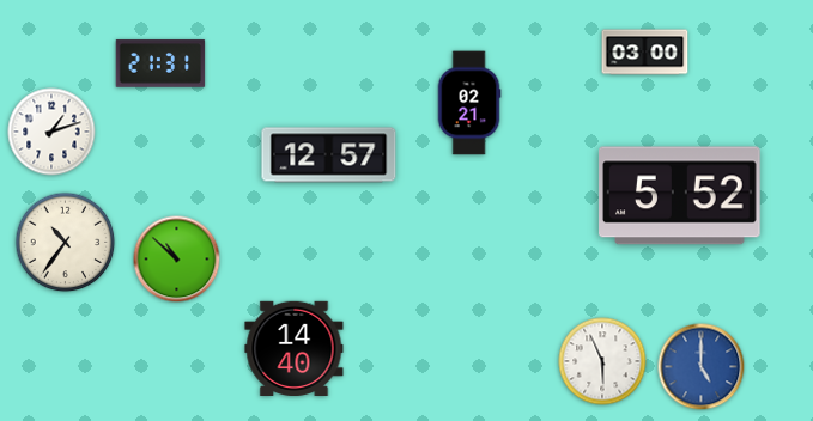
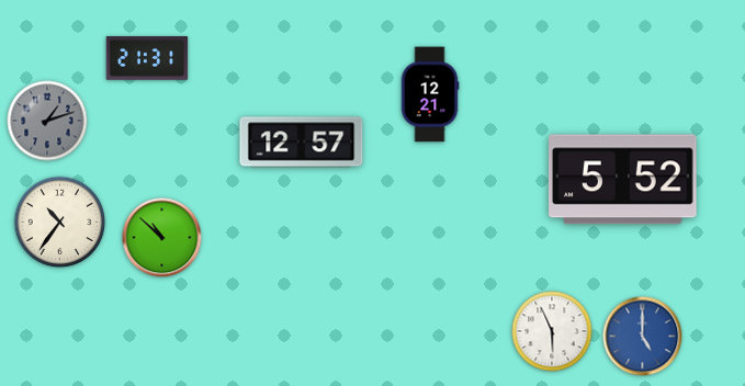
clock at (645, 53): 03:00 -> none
clock at (469, 103): 02:21 -> 12:21
clock at (51, 132) dial: white -> grey
clock at (295, 348): 14:40 -> none
